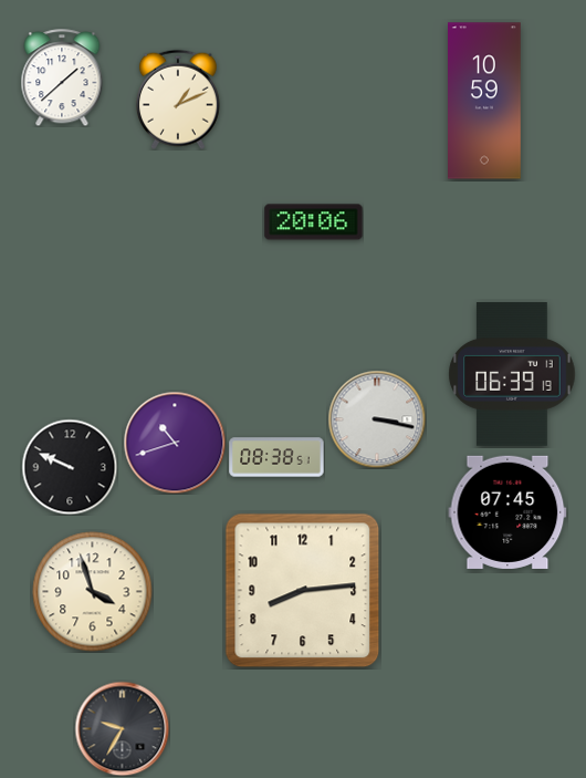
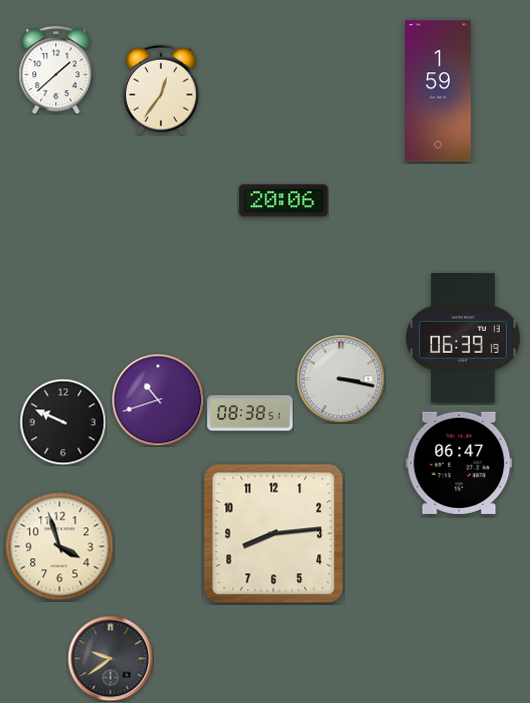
clock at (178, 100): 1:11 -> 12:36
clock at (485, 101): 10:59 -> 1:59
clock at (507, 512): 07:45 -> 06:47
clock at (93, 592) position: (93, 592) -> (60, 547)
clock at (122, 728): 9:35 -> 9:39
